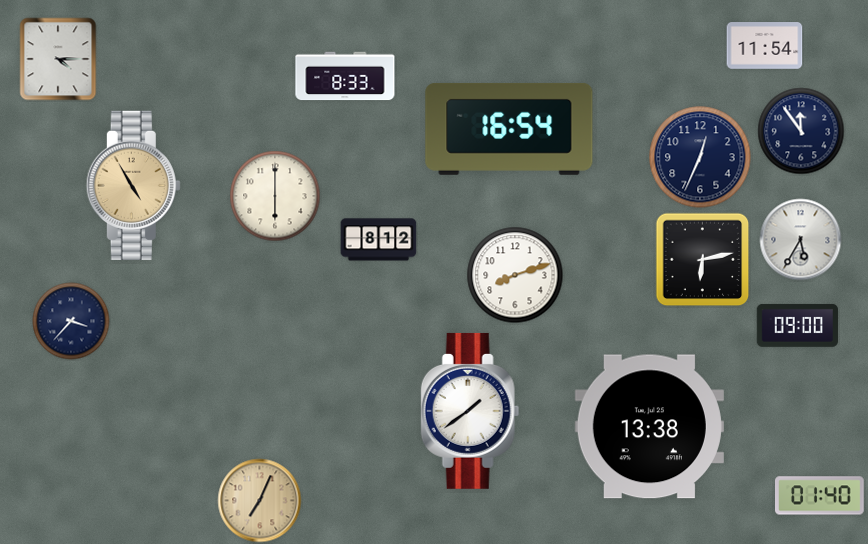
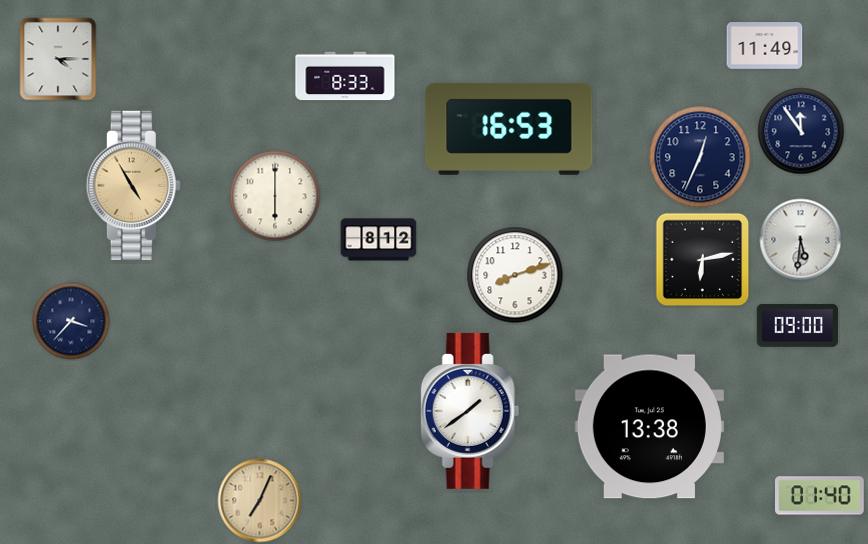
clock at (765, 46): 11:54 -> 11:49
clock at (509, 129): 16:54 -> 16:53
clock at (801, 240): 5:35 -> 5:31
